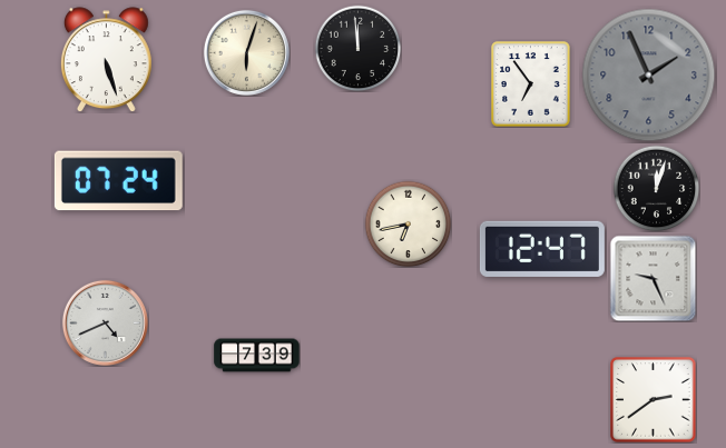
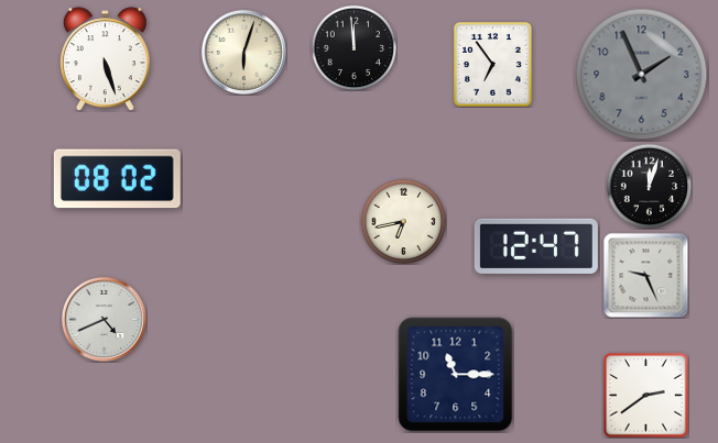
clock at (531, 84) position: (531, 84) -> (493, 65)
clock at (118, 181): 07:24 -> 08:02
clock at (257, 356): 7:39 -> none
clock at (456, 375): none -> 11:15
